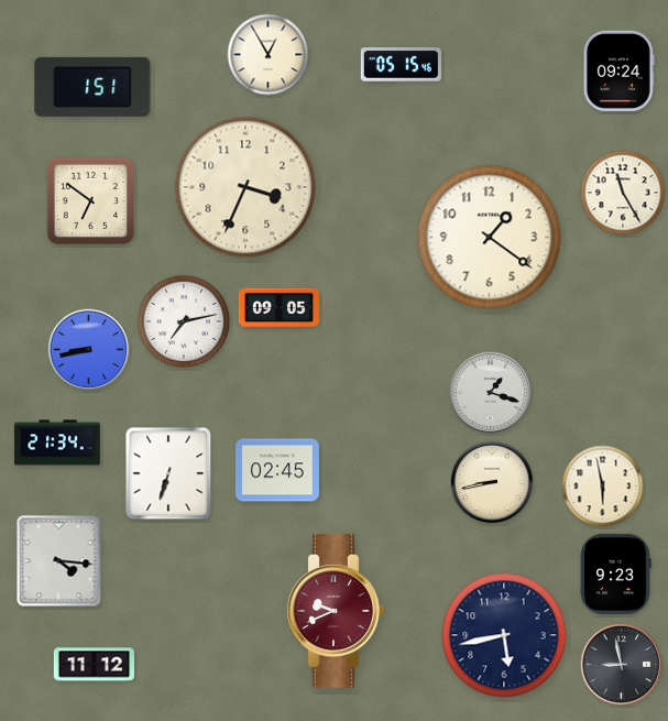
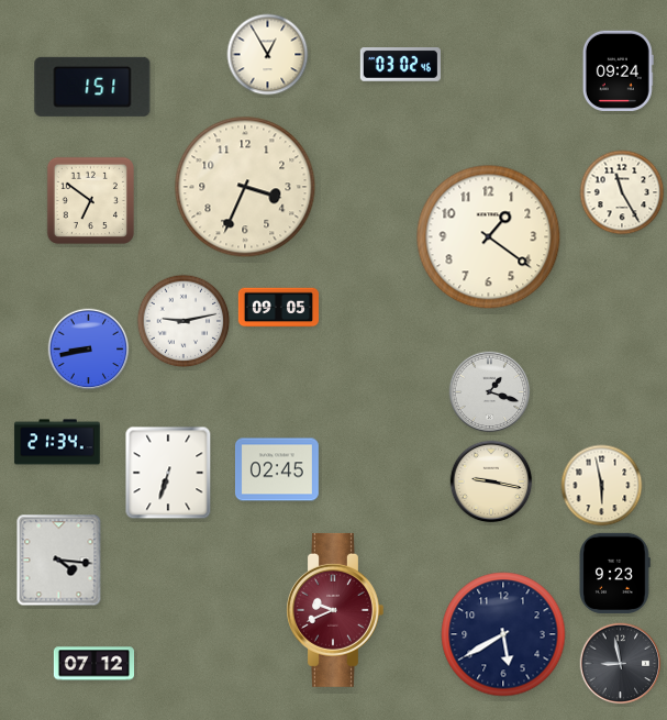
clock at (401, 65): 05:15 -> 03:02
clock at (184, 321): 7:13 -> 9:13
clock at (492, 482): 8:43 -> 9:17
clock at (504, 635): 5:43 -> 5:40
clock at (94, 665): 11:12 -> 07:12
